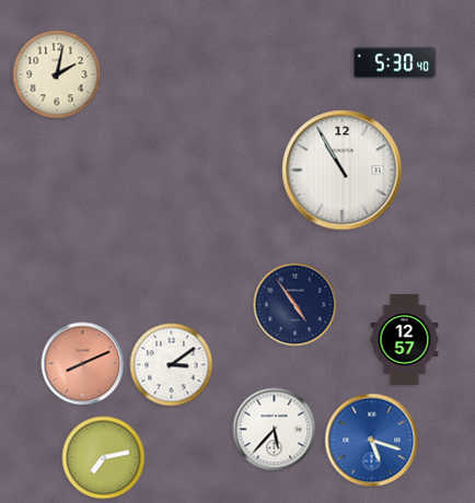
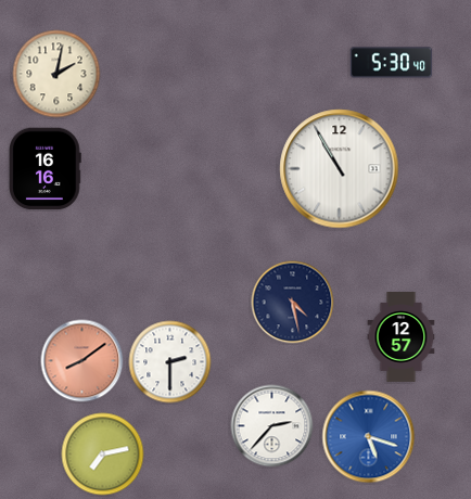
clock at (46, 169): none -> 16:16
clock at (296, 305): 4:54 -> 4:28
clock at (83, 364): 8:11 -> 8:09
clock at (172, 365): 3:09 -> 2:30
clock at (275, 430): 5:37 -> 2:37
